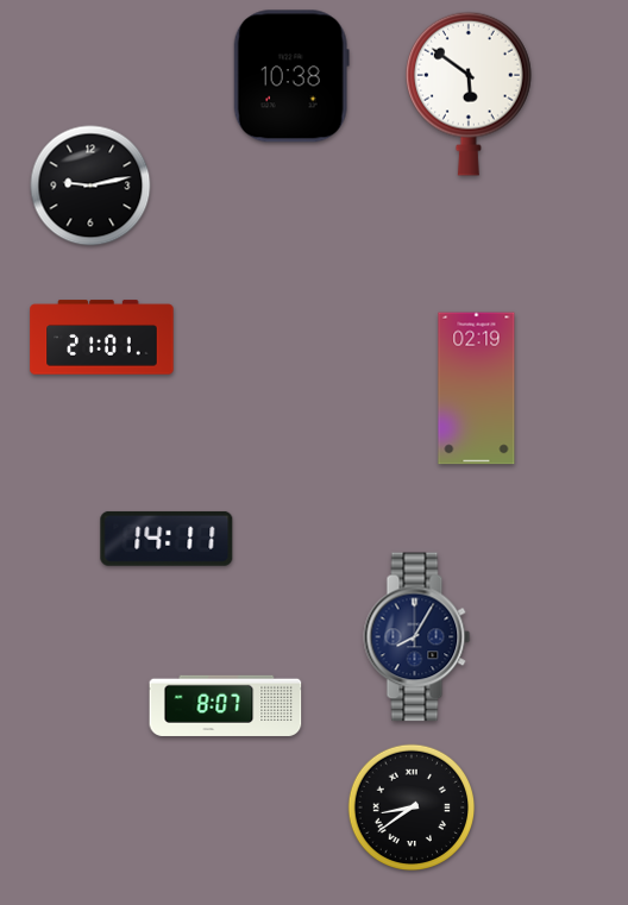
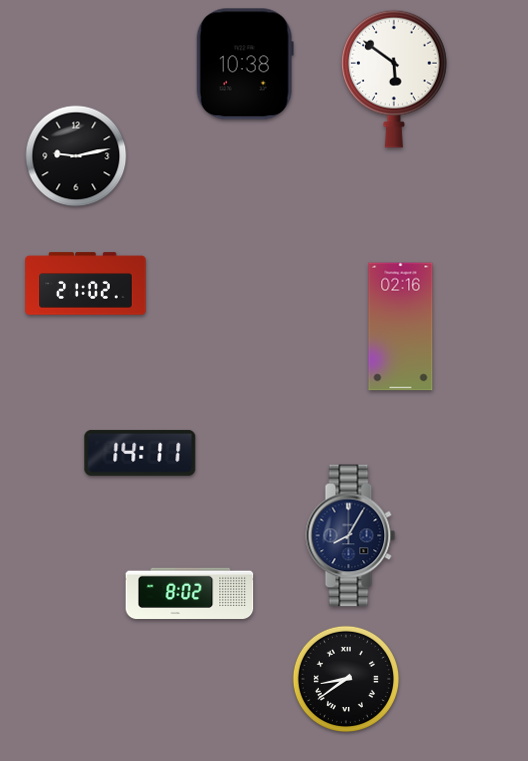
clock at (102, 338): 21:01 -> 21:02
clock at (477, 389): 02:19 -> 02:16
clock at (226, 705): 8:07 -> 8:02
